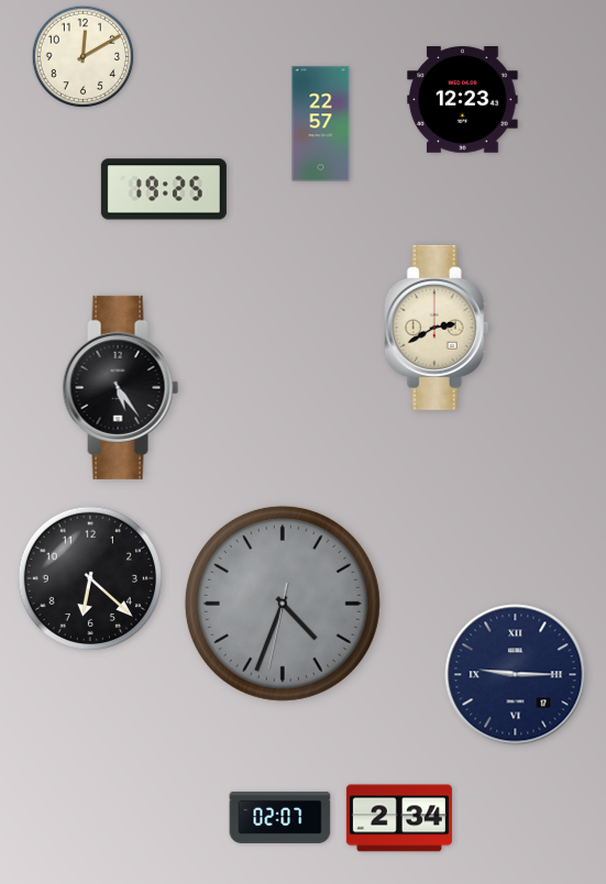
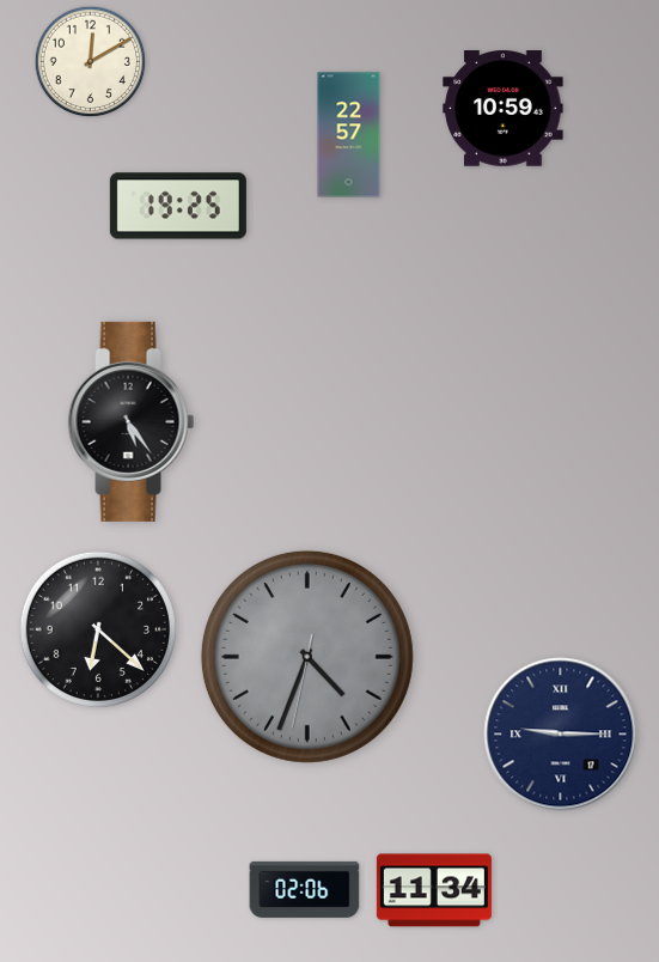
clock at (463, 100): 12:23 -> 10:59
clock at (437, 328): 2:40 -> none
clock at (280, 817): 02:07 -> 02:06
clock at (399, 818): 2:34 -> 11:34
